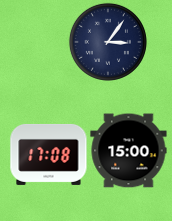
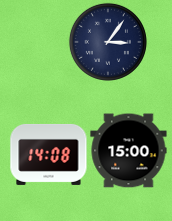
clock at (49, 154): 17:08 -> 14:08
